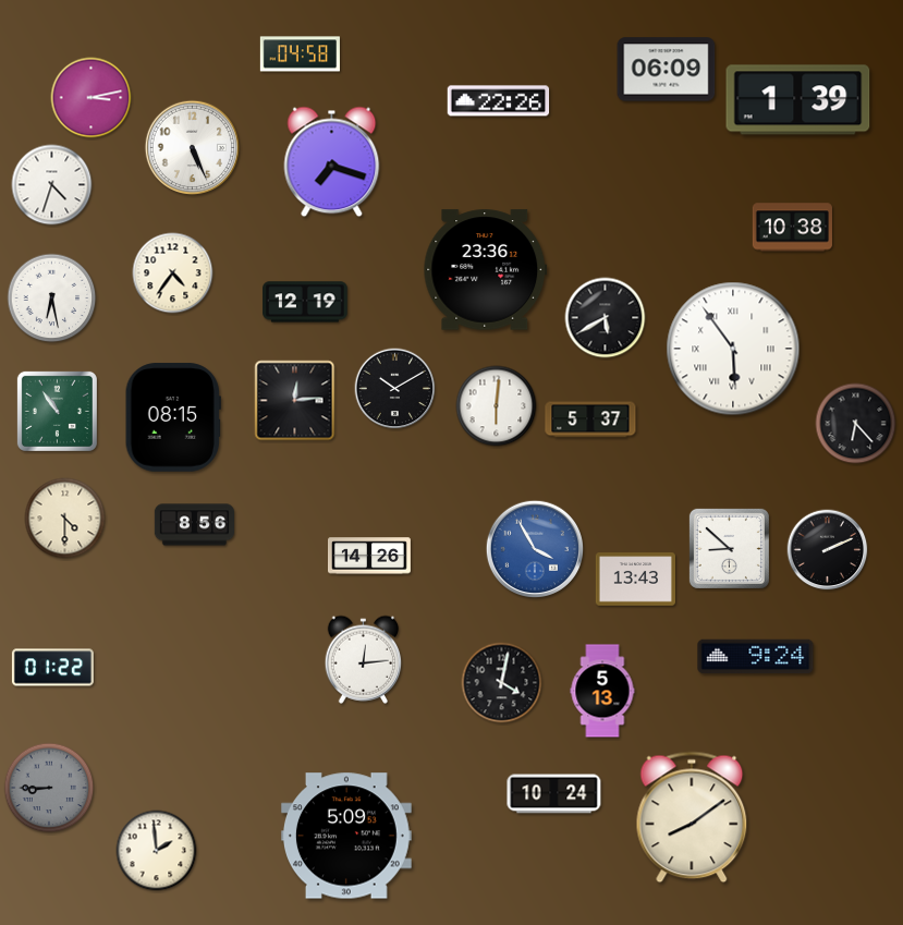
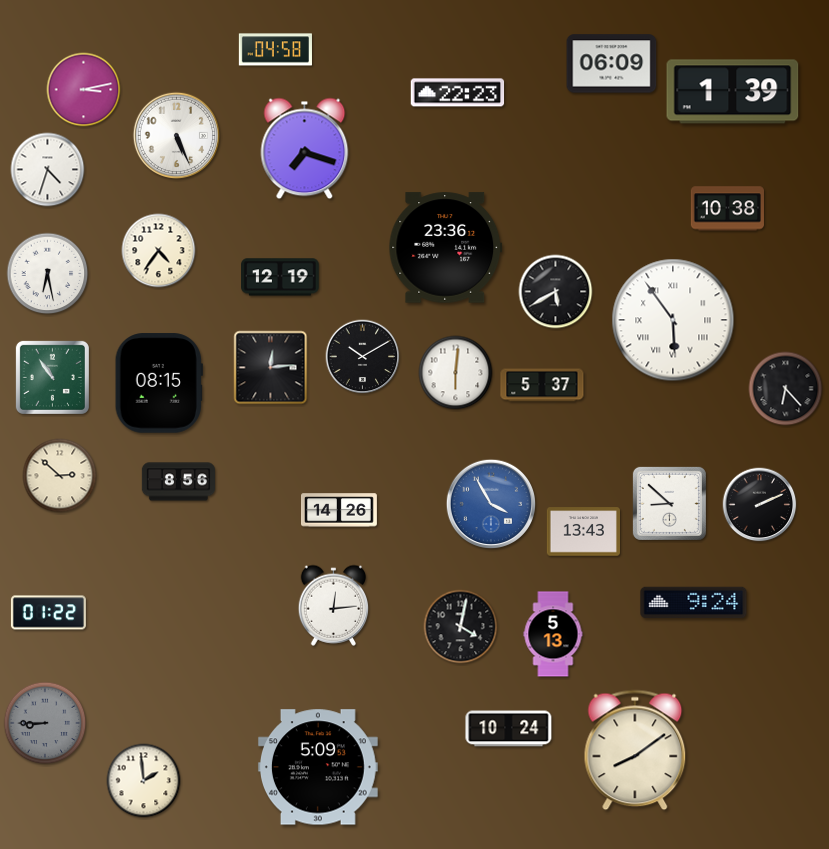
clock at (499, 101): 22:26 -> 22:23
clock at (65, 519): 4:30 -> 2:52
